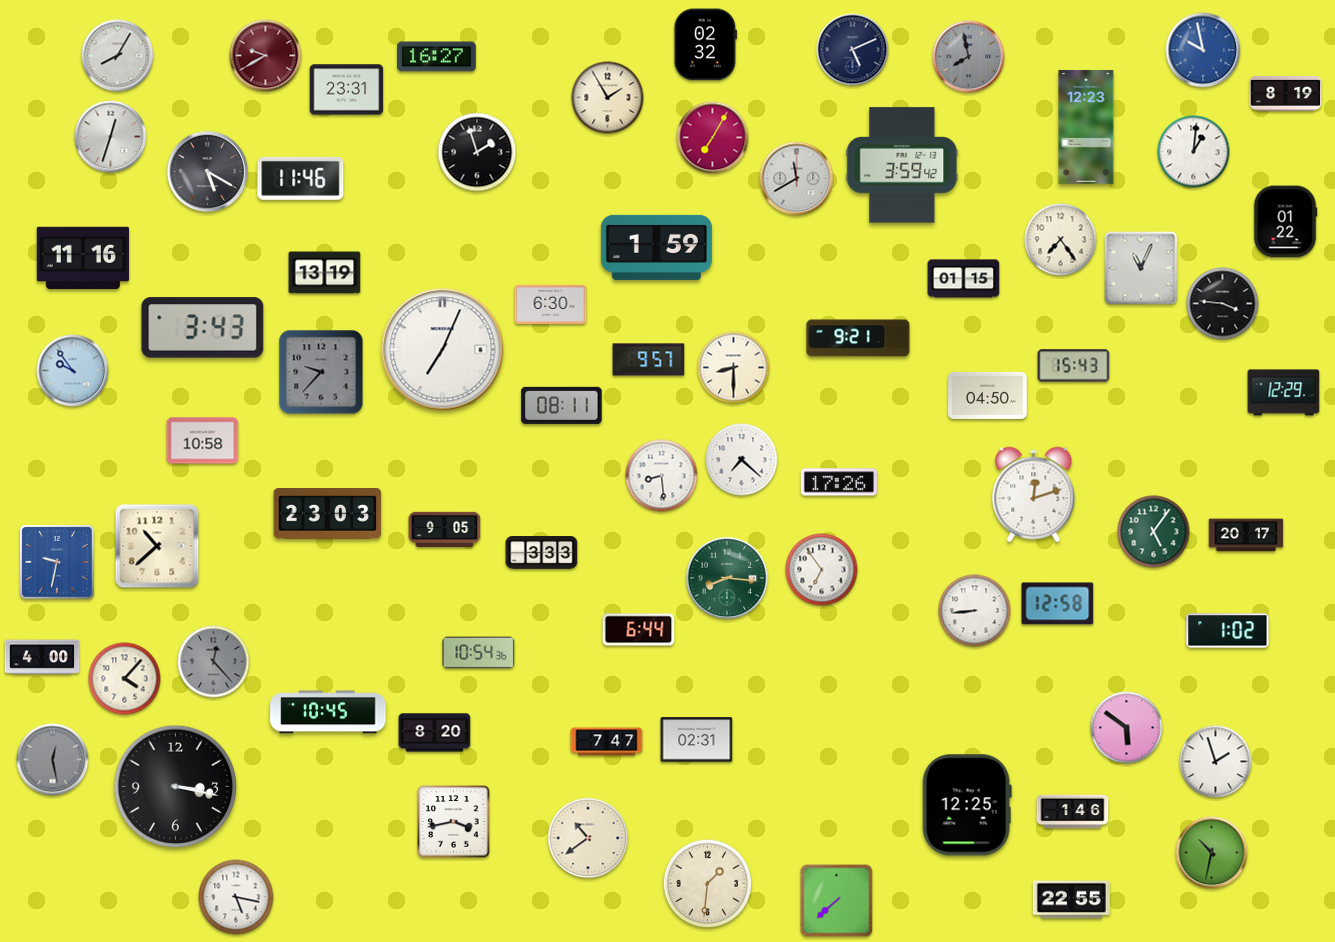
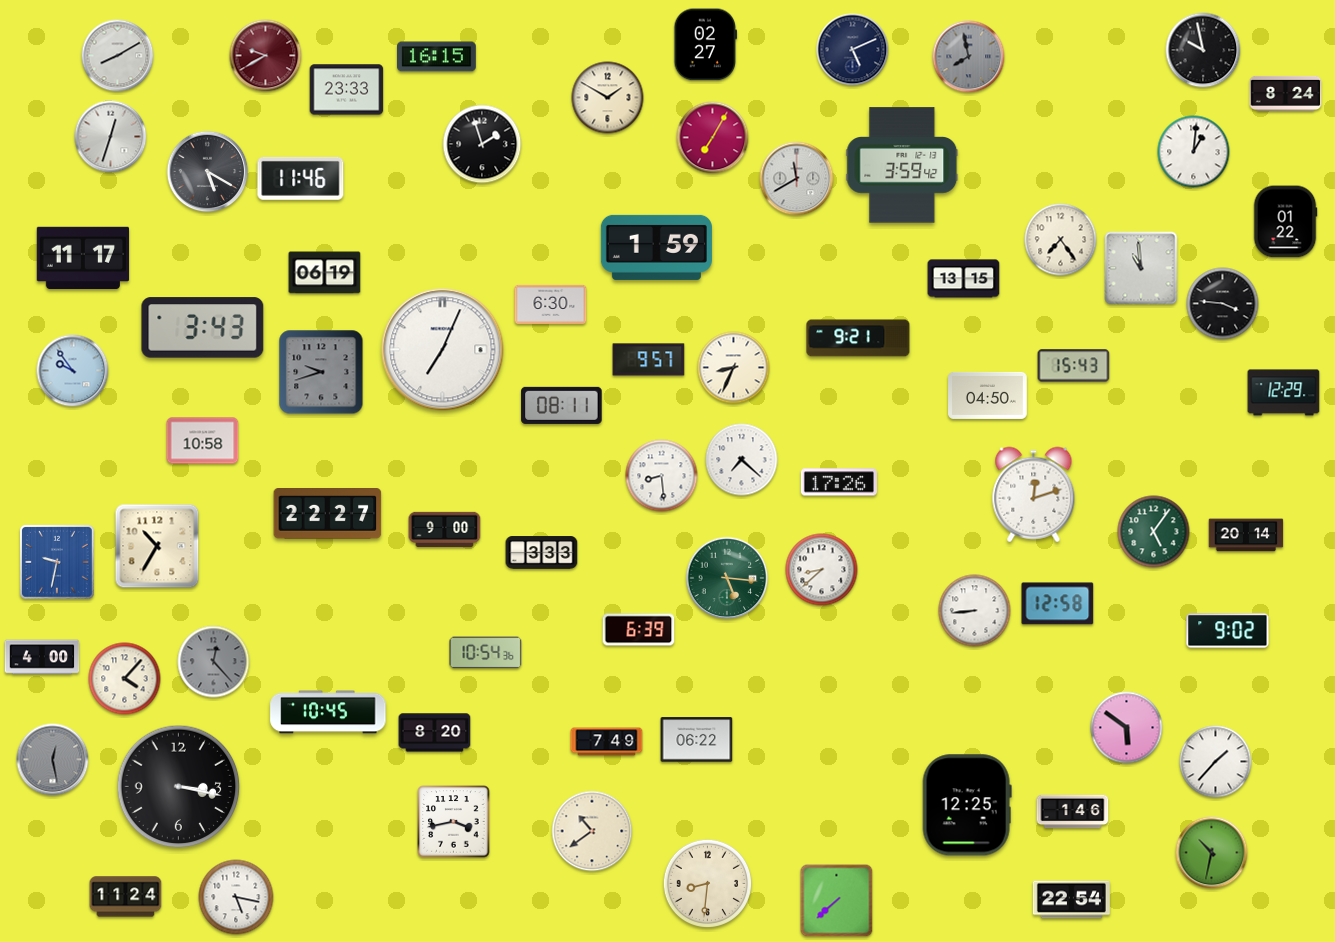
clock at (706, 45): 02:32 -> 02:27
clock at (1203, 50) dial: blue -> black
clock at (118, 56): 8:05 -> 8:10
clock at (437, 57): 16:27 -> 16:15
clock at (347, 90): 23:31 -> 23:33
clock at (1286, 93): 8:19 -> 8:24
clock at (608, 98): 1:55 -> 1:50
clock at (1086, 127): 12:23 -> none
clock at (477, 152) position: (477, 152) -> (482, 144)
clock at (83, 258): 11:16 -> 11:17
clock at (1141, 268): 11:04 -> 10:59
clock at (325, 273): 13:19 -> 06:19
clock at (964, 279): 01:15 -> 13:15
clock at (734, 368): 8:30 -> 8:34
clock at (321, 372): 9:37 -> 9:42
clock at (328, 514): 23:03 -> 22:27
clock at (445, 529): 9:05 -> 9:00
clock at (1246, 535): 20:17 -> 20:14
clock at (157, 546): 10:38 -> 10:35
clock at (822, 570): 6:54 -> 8:38
clock at (727, 578): 8:16 -> 5:16
clock at (639, 630): 6:44 -> 6:39
clock at (1228, 631): 1:02 -> 9:02
clock at (479, 653) position: (479, 653) -> (486, 653)
clock at (697, 740): 02:31 -> 06:22
clock at (607, 742): 7:47 -> 7:49
clock at (1216, 762): 1:57 -> 1:37
clock at (176, 787) position: (176, 787) -> (179, 787)
clock at (588, 838) position: (588, 838) -> (592, 831)
clock at (708, 884): 1:31 -> 8:31
clock at (126, 897): none -> 11:24
clock at (1071, 900): 22:55 -> 22:54
